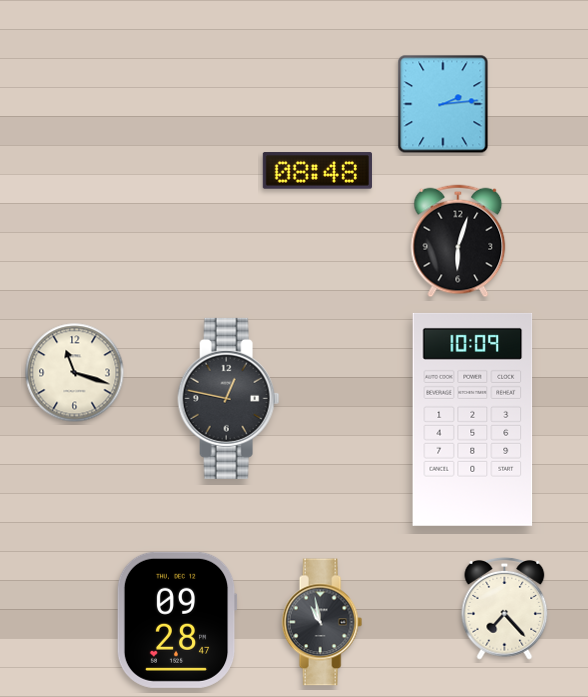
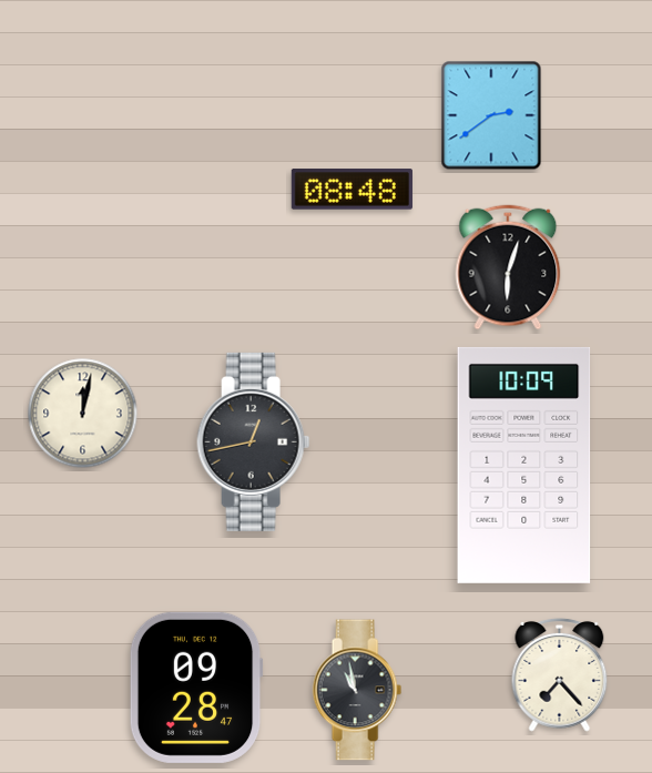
clock at (443, 104): 2:14 -> 2:39
clock at (75, 373): 11:18 -> 12:02
clock at (229, 398): 12:47 -> 12:43
